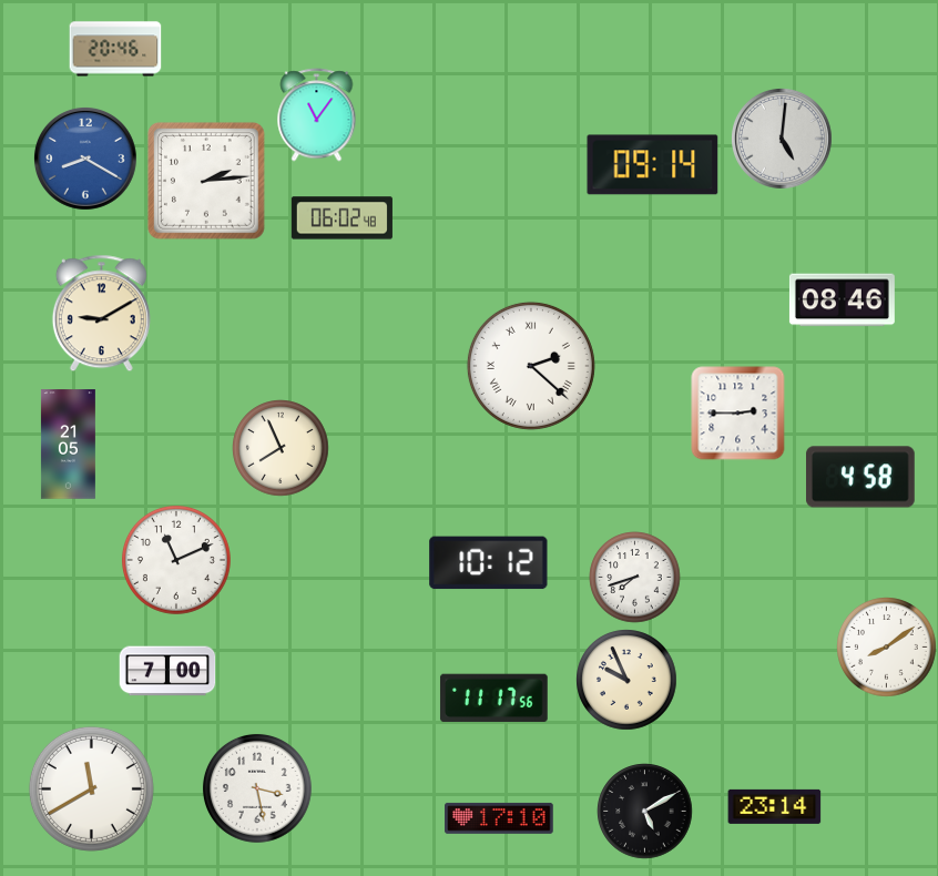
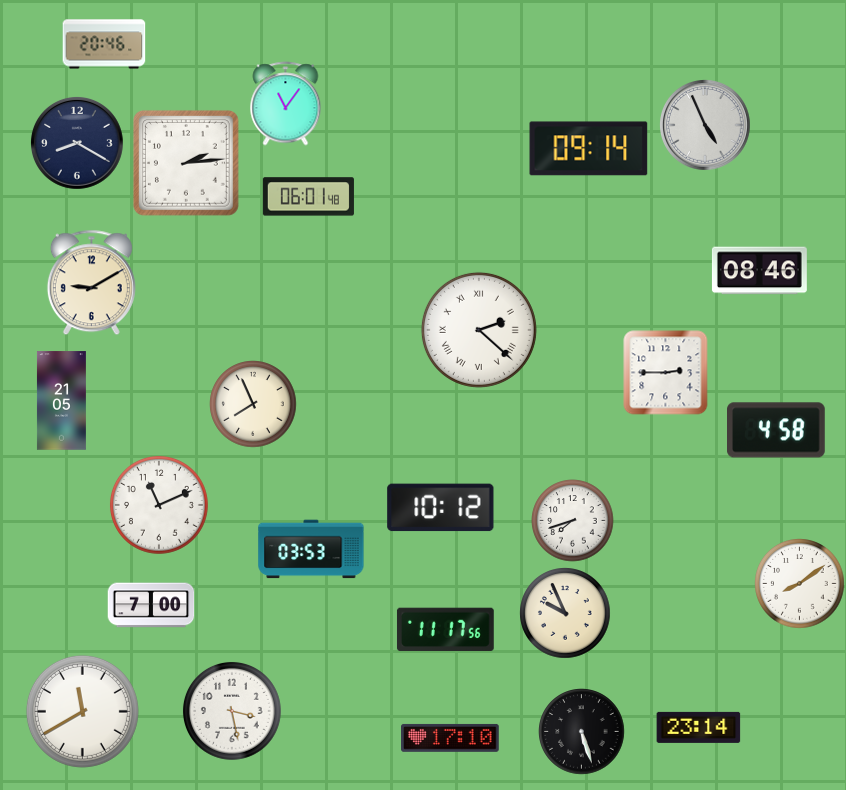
clock at (783, 140): 5:01 -> 4:56
clock at (85, 159) dial: blue -> navy
clock at (341, 218): 06:02 -> 06:01
clock at (311, 549): none -> 03:53
clock at (645, 812): 5:10 -> 5:27
